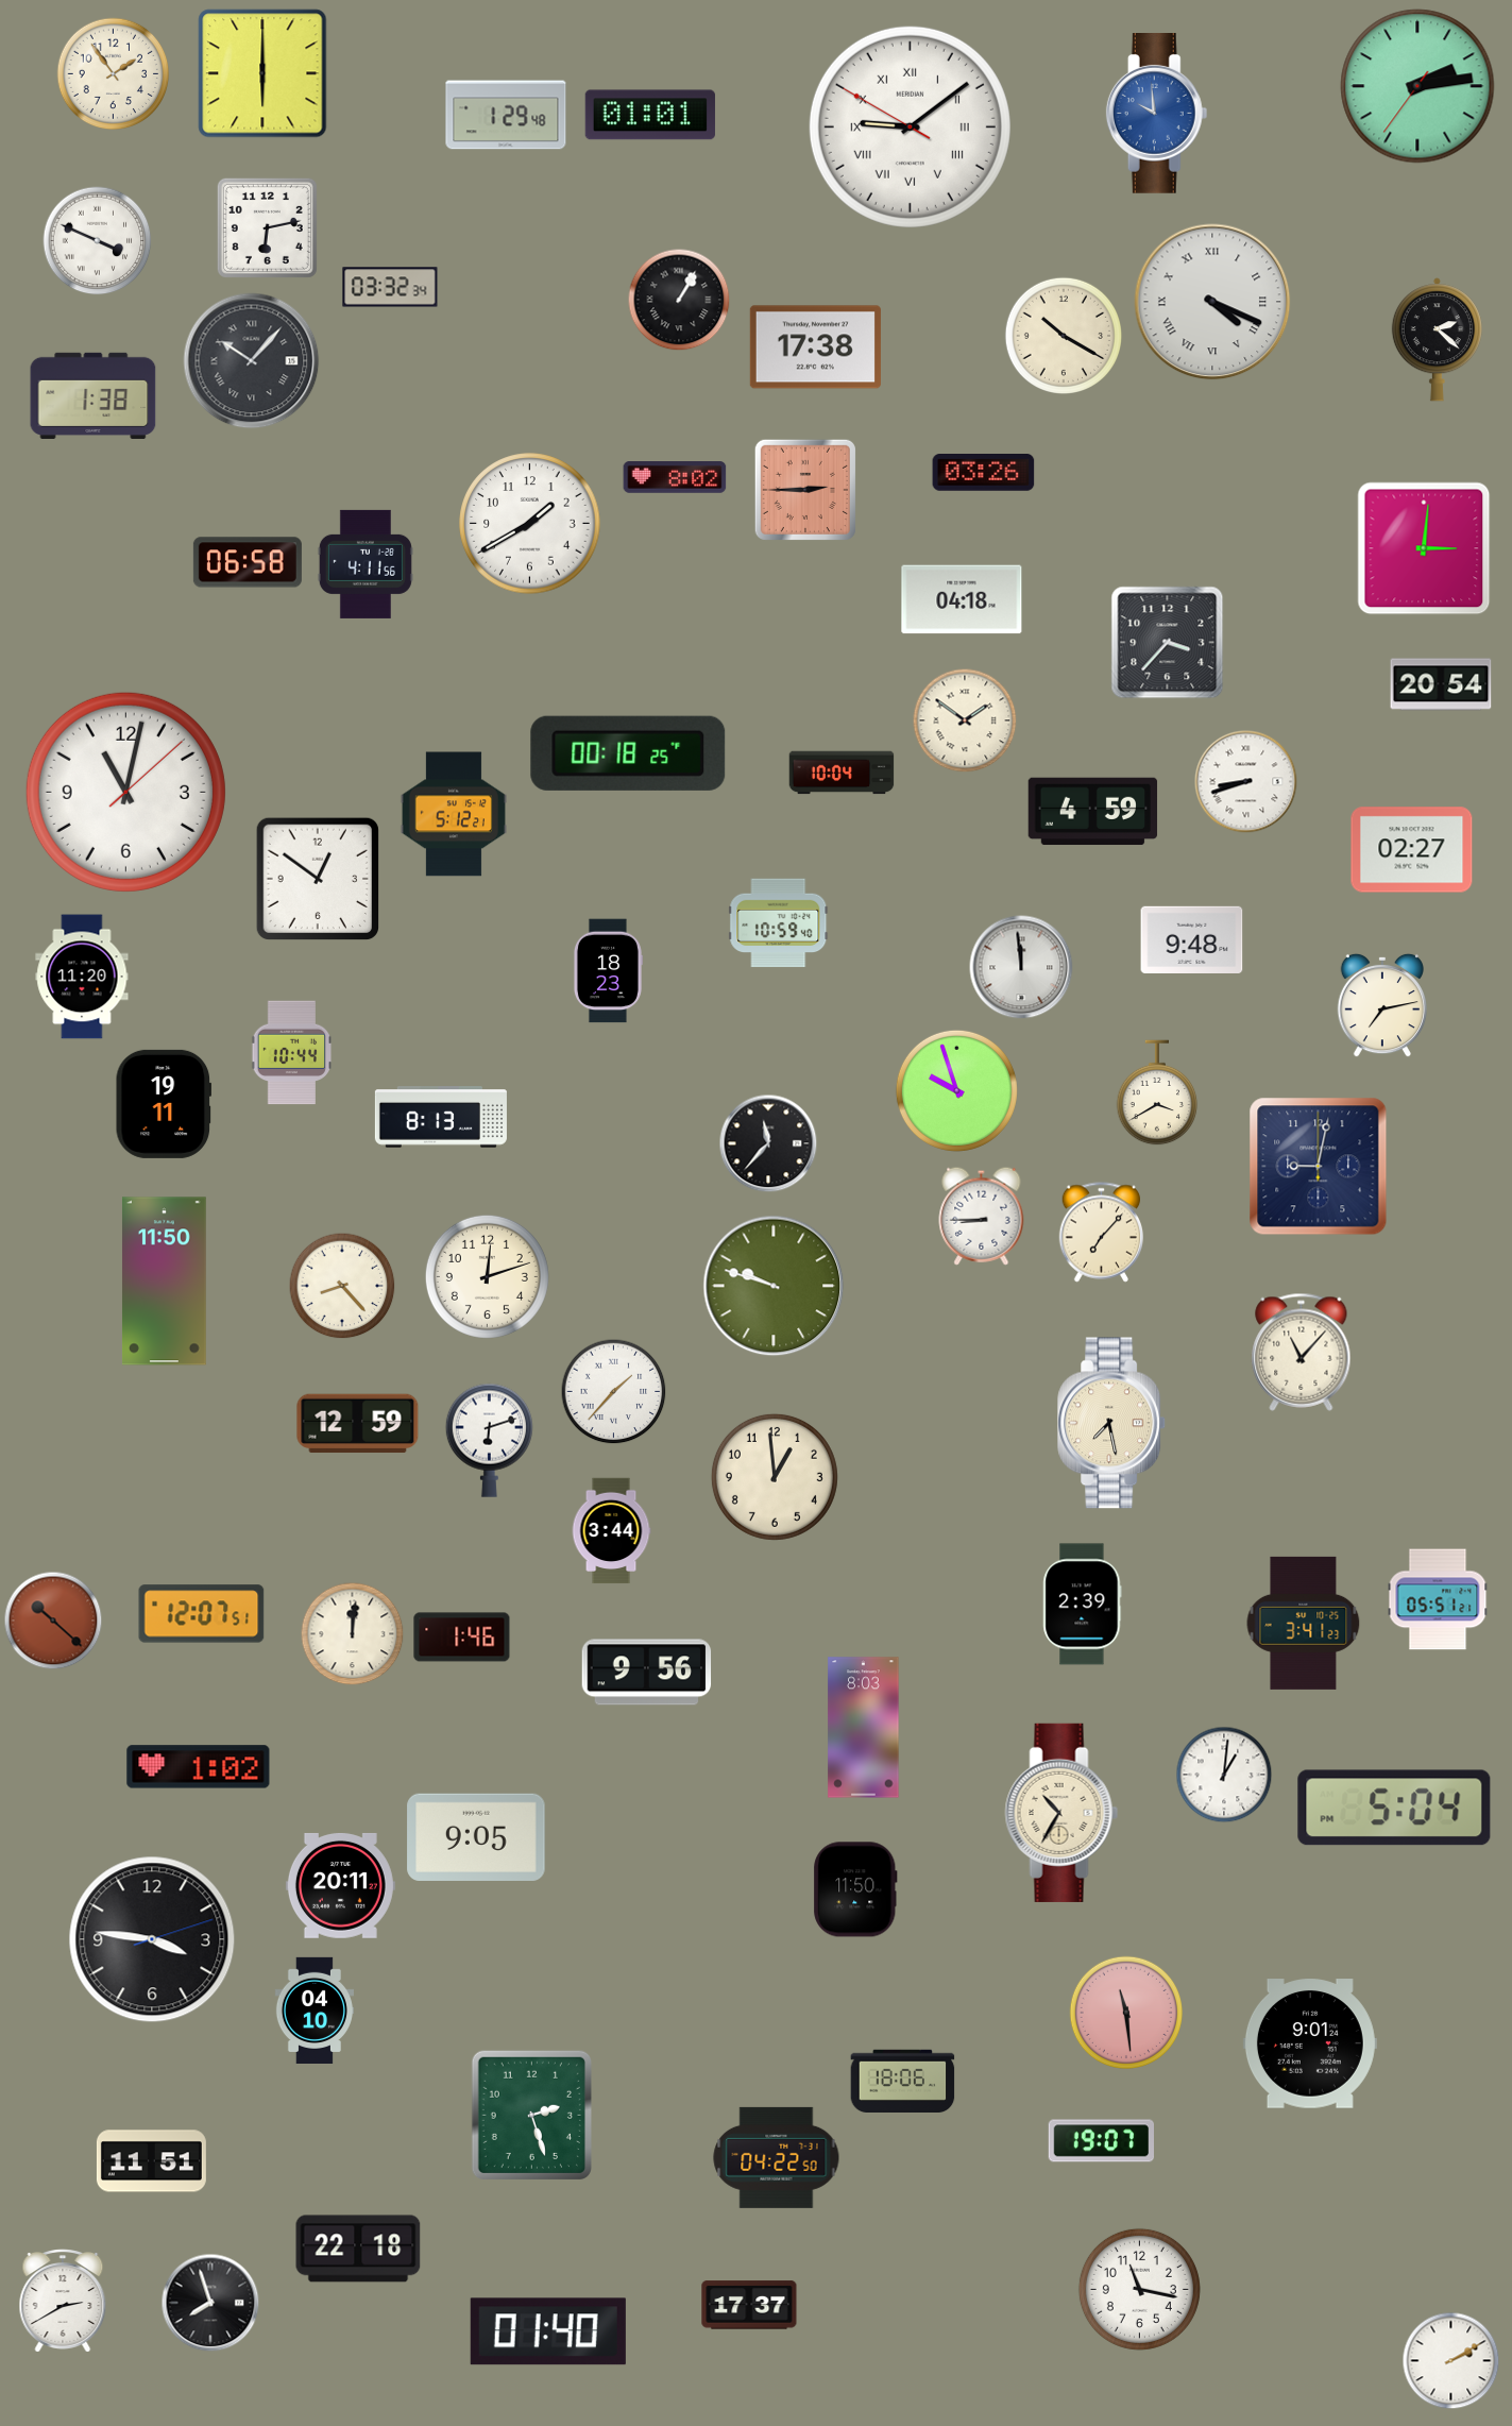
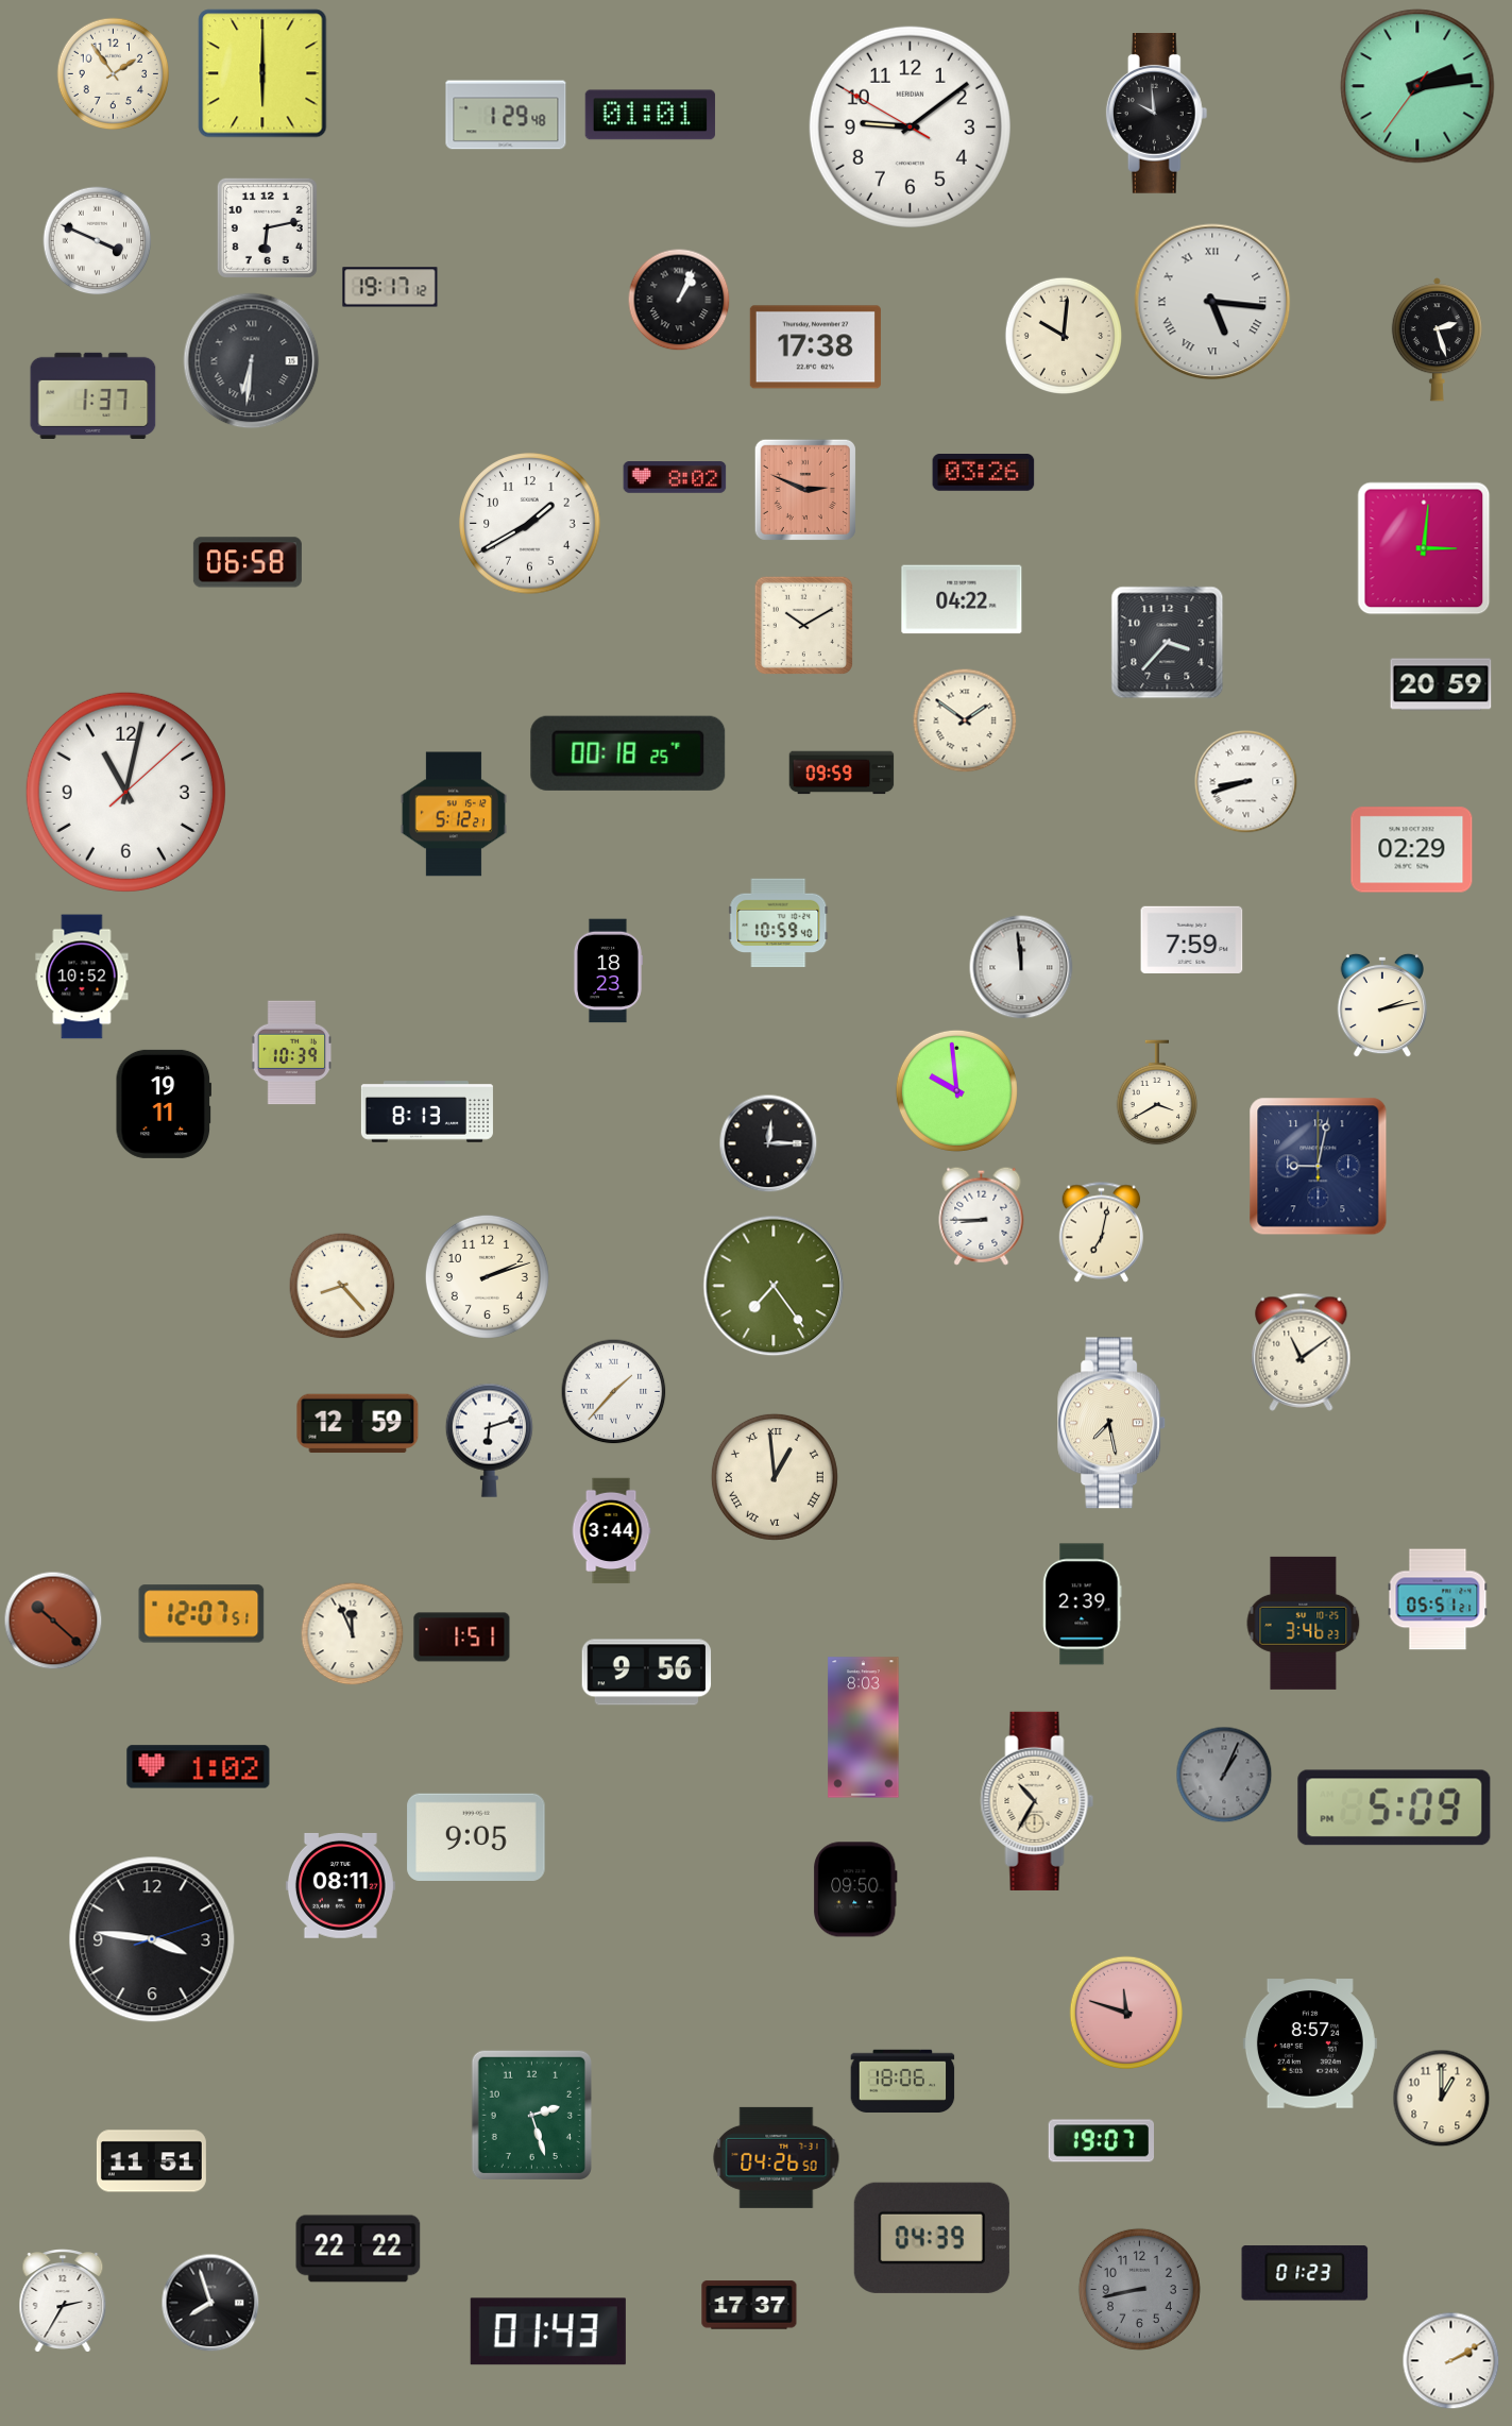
clock at (1157, 114) dial: blue -> black
clock at (910, 126) numerals: Roman -> Arabic
clock at (390, 287): 03:32 -> 19:17
clock at (679, 300): 1:05 -> 1:04
clock at (1212, 302): 4:19 -> 5:16
clock at (1064, 336): 10:20 -> 10:01
clock at (1437, 340): 2:22 -> 2:27
clock at (252, 361): 10:07 -> 6:31
clock at (94, 395): 1:38 -> 1:37
clock at (805, 490): 2:45 -> 2:49
clock at (366, 564): 4:11 -> none
clock at (962, 599): 04:18 -> 04:22
clock at (803, 625): none -> 10:10
clock at (1441, 684): 20:54 -> 20:59
clock at (842, 773): 10:04 -> 09:59
clock at (1093, 812): 4:59 -> none
clock at (1412, 850): 02:27 -> 02:29
clock at (317, 878): 12:51 -> none
clock at (1192, 939): 9:48 -> 7:59
clock at (82, 977): 11:20 -> 10:52
clock at (1381, 1005): 7:13 -> 2:13
clock at (292, 1053): 10:44 -> 10:39
clock at (956, 1090): 9:57 -> 9:59
clock at (441, 1117) position: (441, 1117) -> (427, 1112)
clock at (768, 1143): 11:37 -> 12:15
clock at (1102, 1233): 7:07 -> 7:02
clock at (487, 1276): 12:12 -> 2:12
clock at (165, 1282): 11:50 -> none
clock at (774, 1286): 9:48 -> 7:24
clock at (1302, 1352): 11:07 -> 11:09
clock at (775, 1477) numerals: Arabic -> Roman
clock at (1304, 1623): 3:41 -> 3:46
clock at (353, 1634): 12:01 -> 11:56
clock at (462, 1638): 1:46 -> 1:51
clock at (1224, 1775): 1:01 -> 1:04
clock at (1224, 1775) dial: white -> grey
clock at (1394, 1808): 5:04 -> 5:09
clock at (1061, 1813) position: (1061, 1813) -> (1037, 1801)
clock at (340, 1885): 20:11 -> 08:11
clock at (855, 1889): 11:50 -> 09:50
clock at (313, 2009): 04:10 -> none
clock at (1126, 2013): 11:29 -> 11:48
clock at (1310, 2043): 9:01 -> 8:57
clock at (1442, 2099): none -> 1:00
clock at (777, 2157): 04:22 -> 04:26
clock at (932, 2238): none -> 04:39
clock at (358, 2249): 22:18 -> 22:22
clock at (1305, 2273): none -> 01:23
clock at (1139, 2289): 11:17 -> 8:43
clock at (1139, 2289) dial: white -> grey
clock at (63, 2301): 2:40 -> 2:35
clock at (548, 2331): 01:40 -> 01:43
